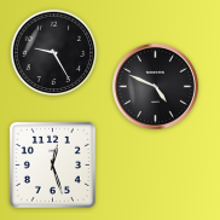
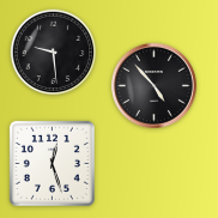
clock at (54, 53): 9:25 -> 9:29
clock at (155, 86): 4:49 -> 4:53
